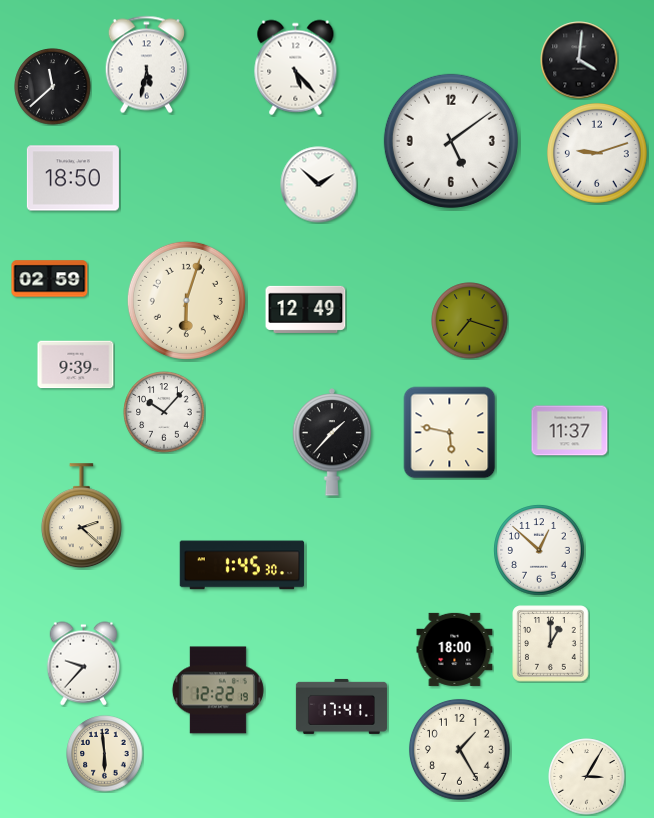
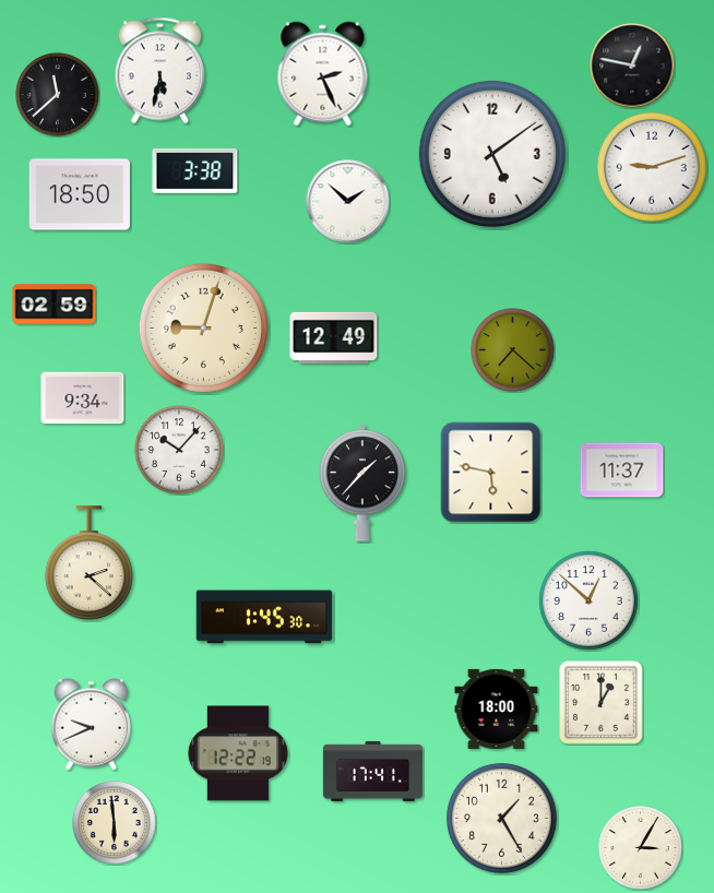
clock at (579, 60): 4:01 -> 12:47
clock at (296, 68): 5:23 -> 2:26
clock at (195, 170): none -> 3:38
clock at (186, 300): 6:03 -> 9:03
clock at (470, 321): 7:18 -> 7:22
clock at (76, 365): 9:39 -> 9:34
clock at (83, 664): 9:37 -> 9:41
